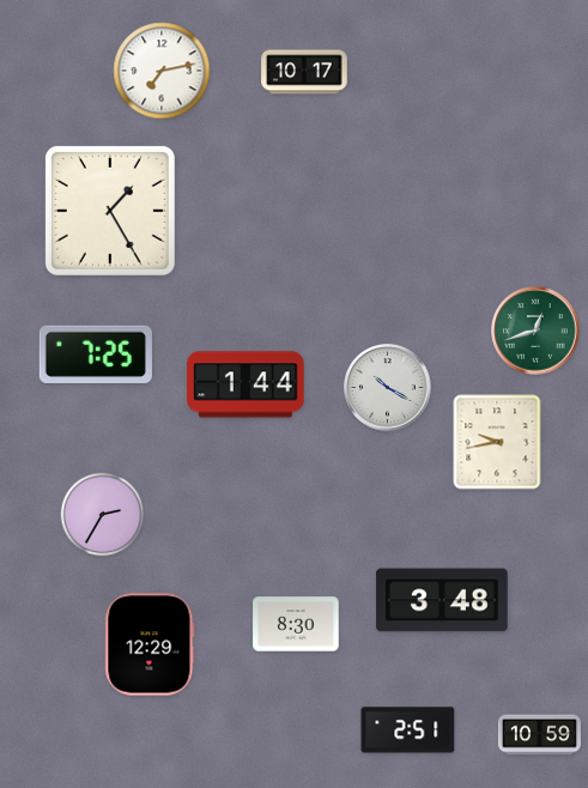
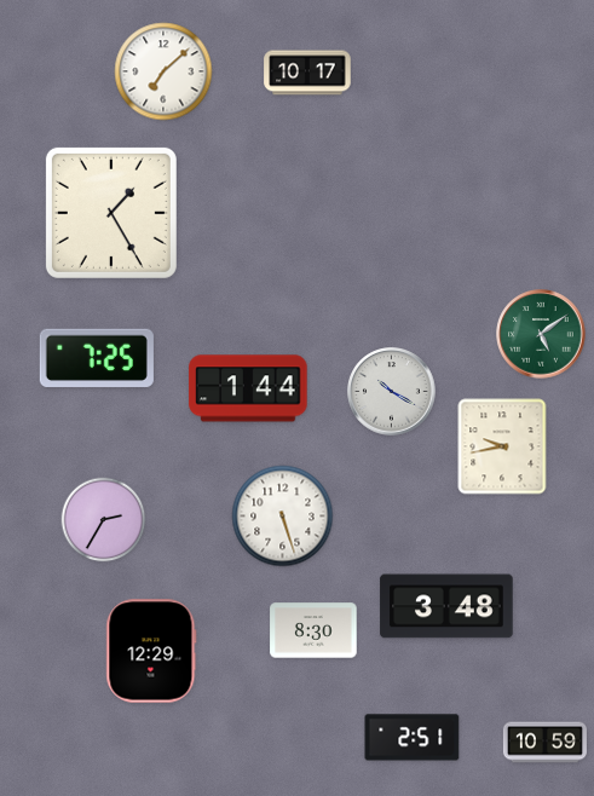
clock at (162, 71): 7:13 -> 7:08
clock at (535, 331): 12:42 -> 5:09
clock at (283, 517): none -> 5:27
clock at (296, 624) position: (296, 624) -> (313, 630)
